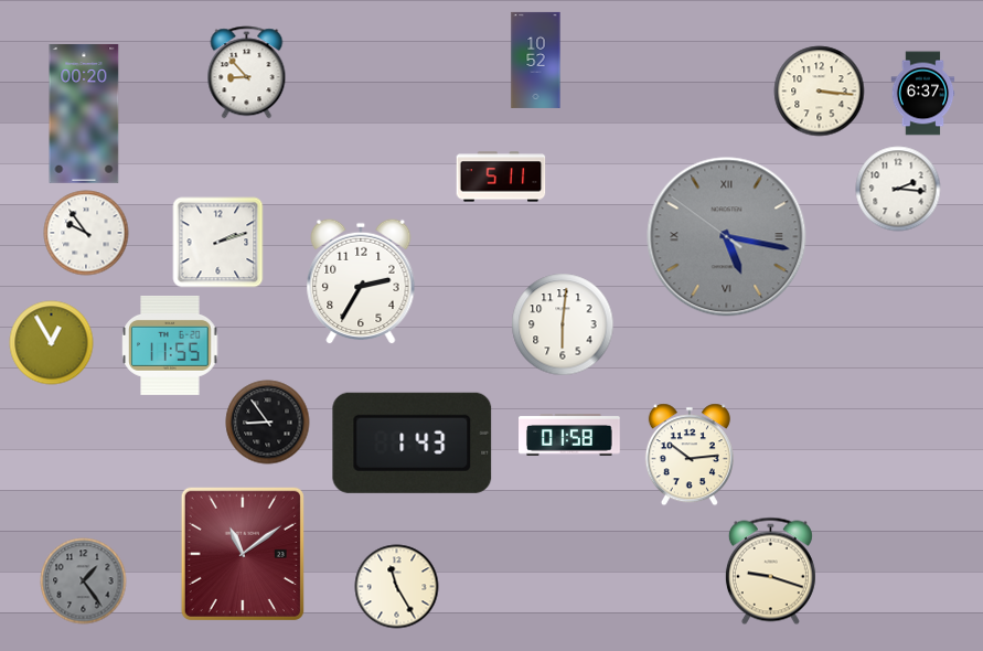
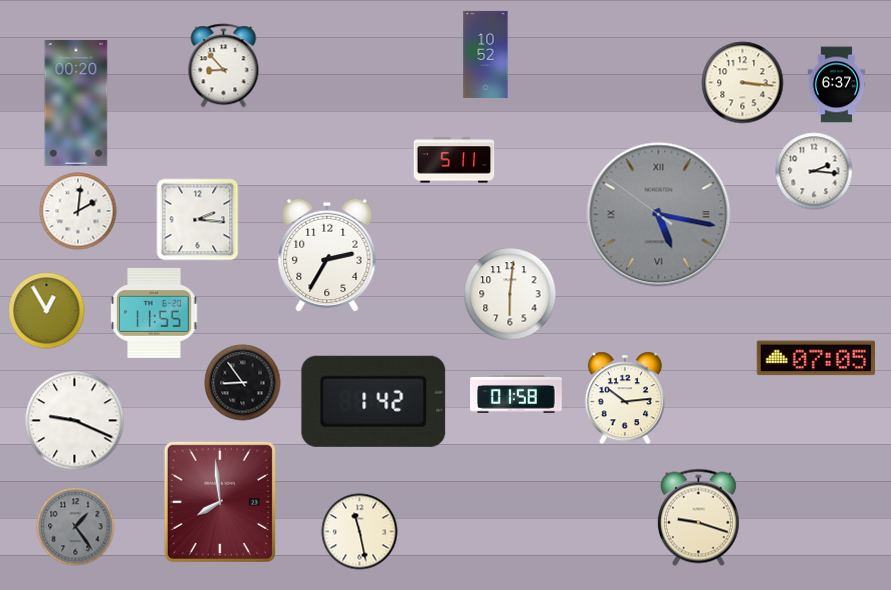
clock at (86, 233): 9:54 -> 2:01
clock at (218, 243): 2:12 -> 2:16
clock at (815, 358): none -> 07:05
clock at (413, 442): 1:43 -> 1:42
clock at (690, 455) position: (690, 455) -> (625, 398)
clock at (75, 421): none -> 9:19
clock at (243, 554): 11:09 -> 7:59
clock at (397, 587): 11:25 -> 11:28
